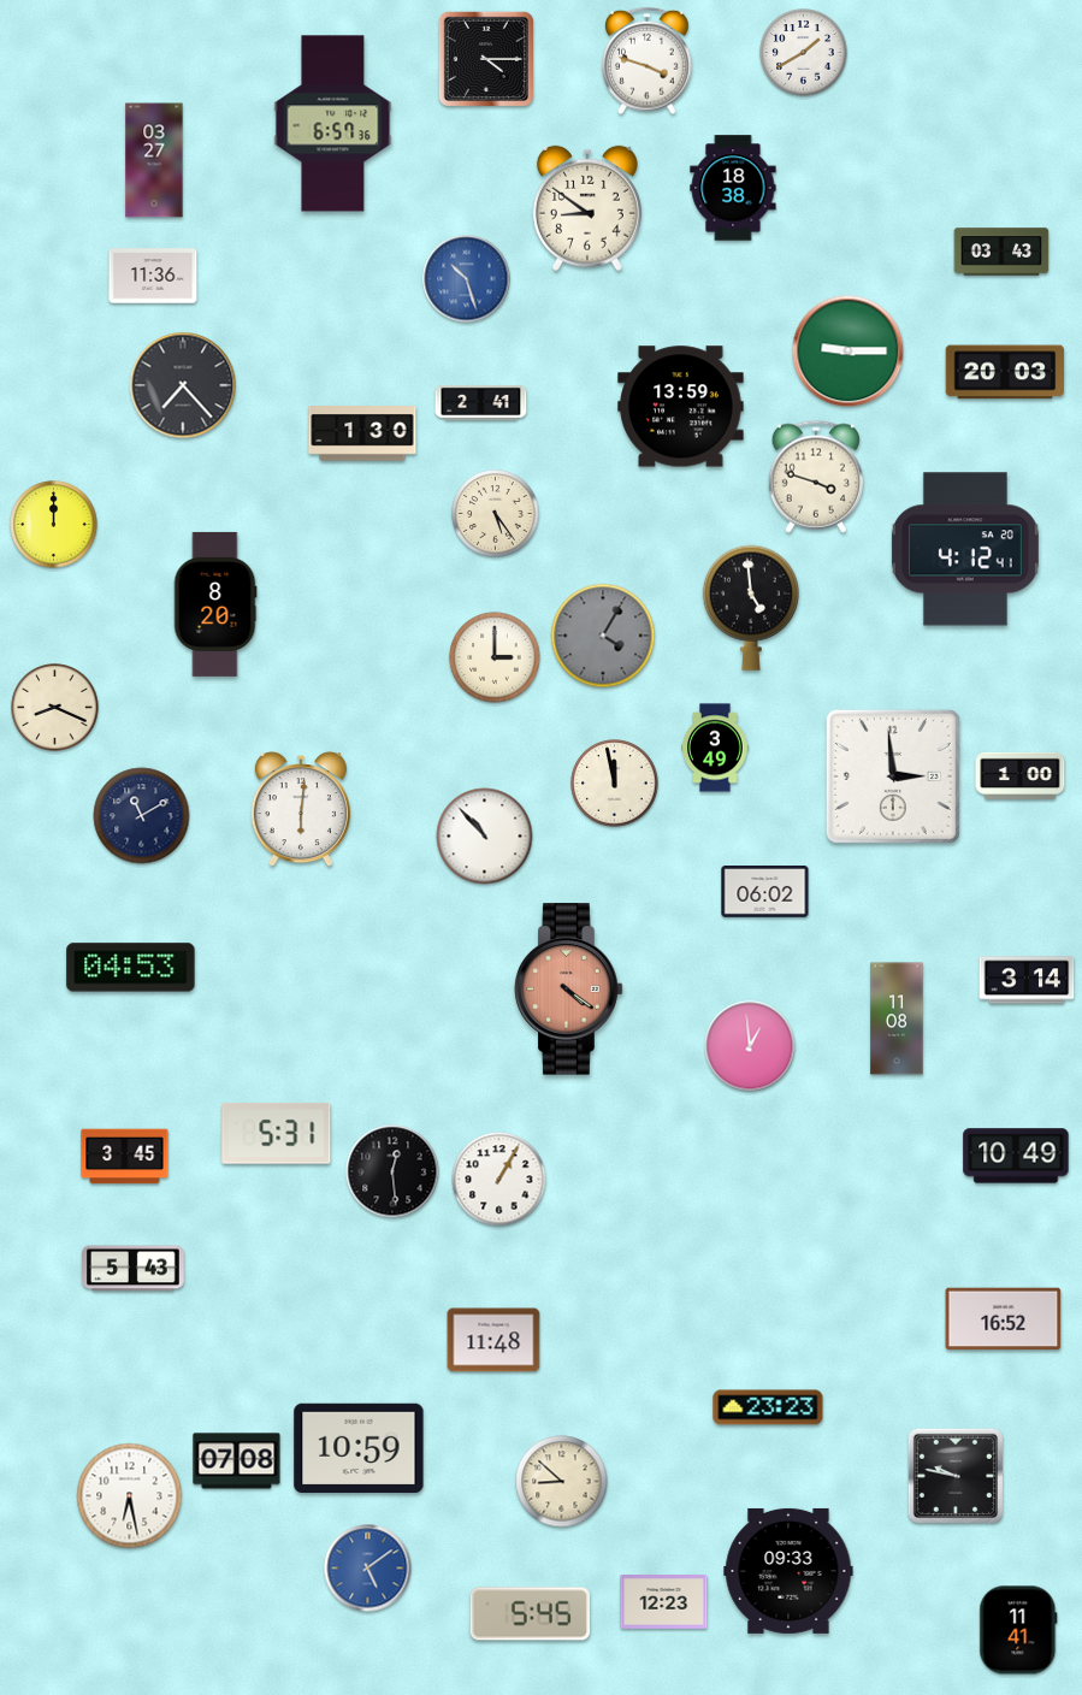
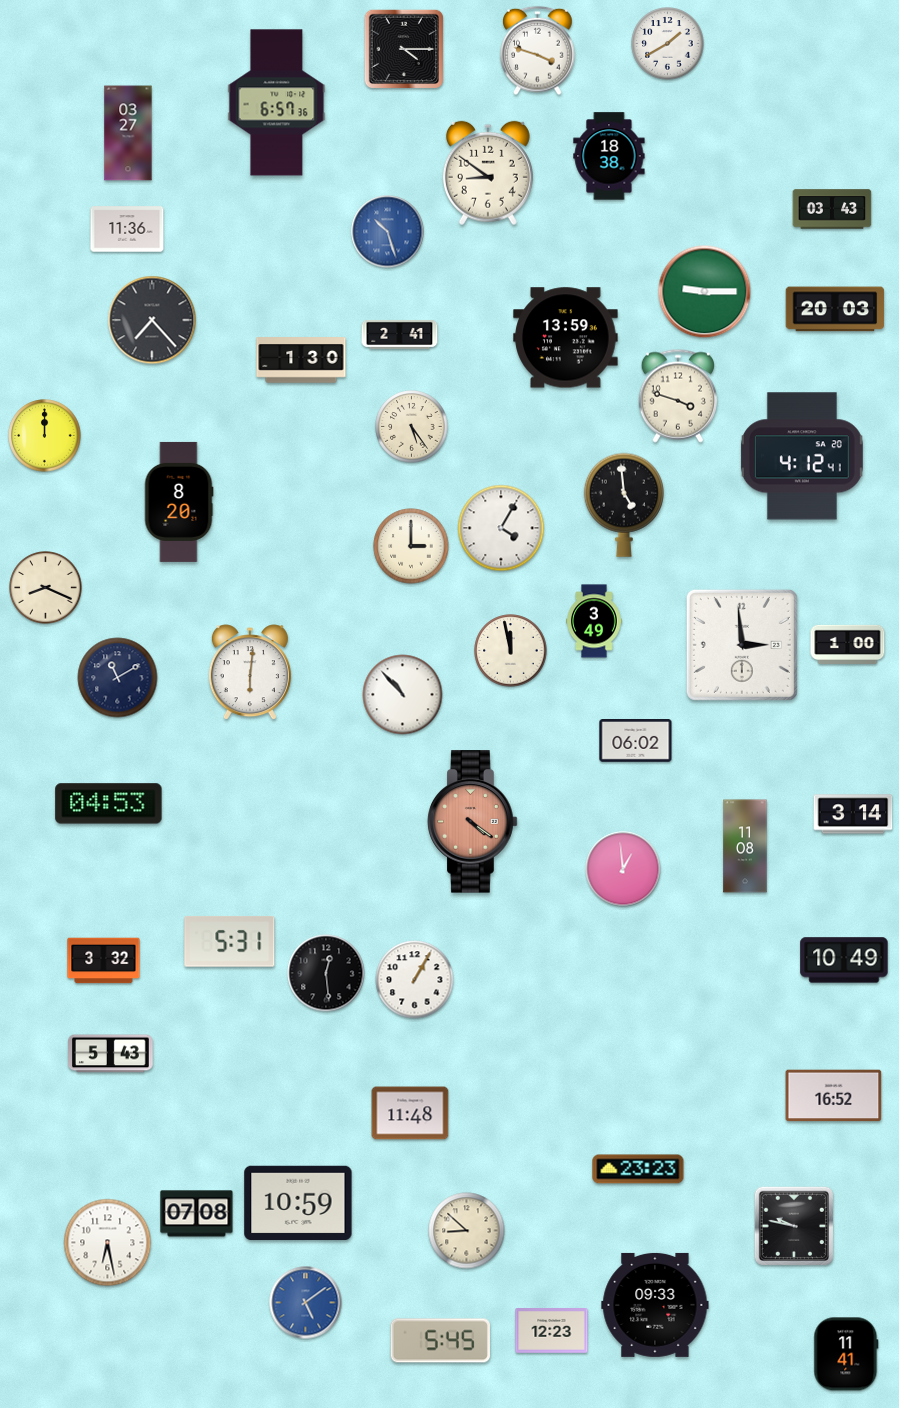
clock at (603, 636) dial: grey -> white
clock at (125, 1157): 3:45 -> 3:32
